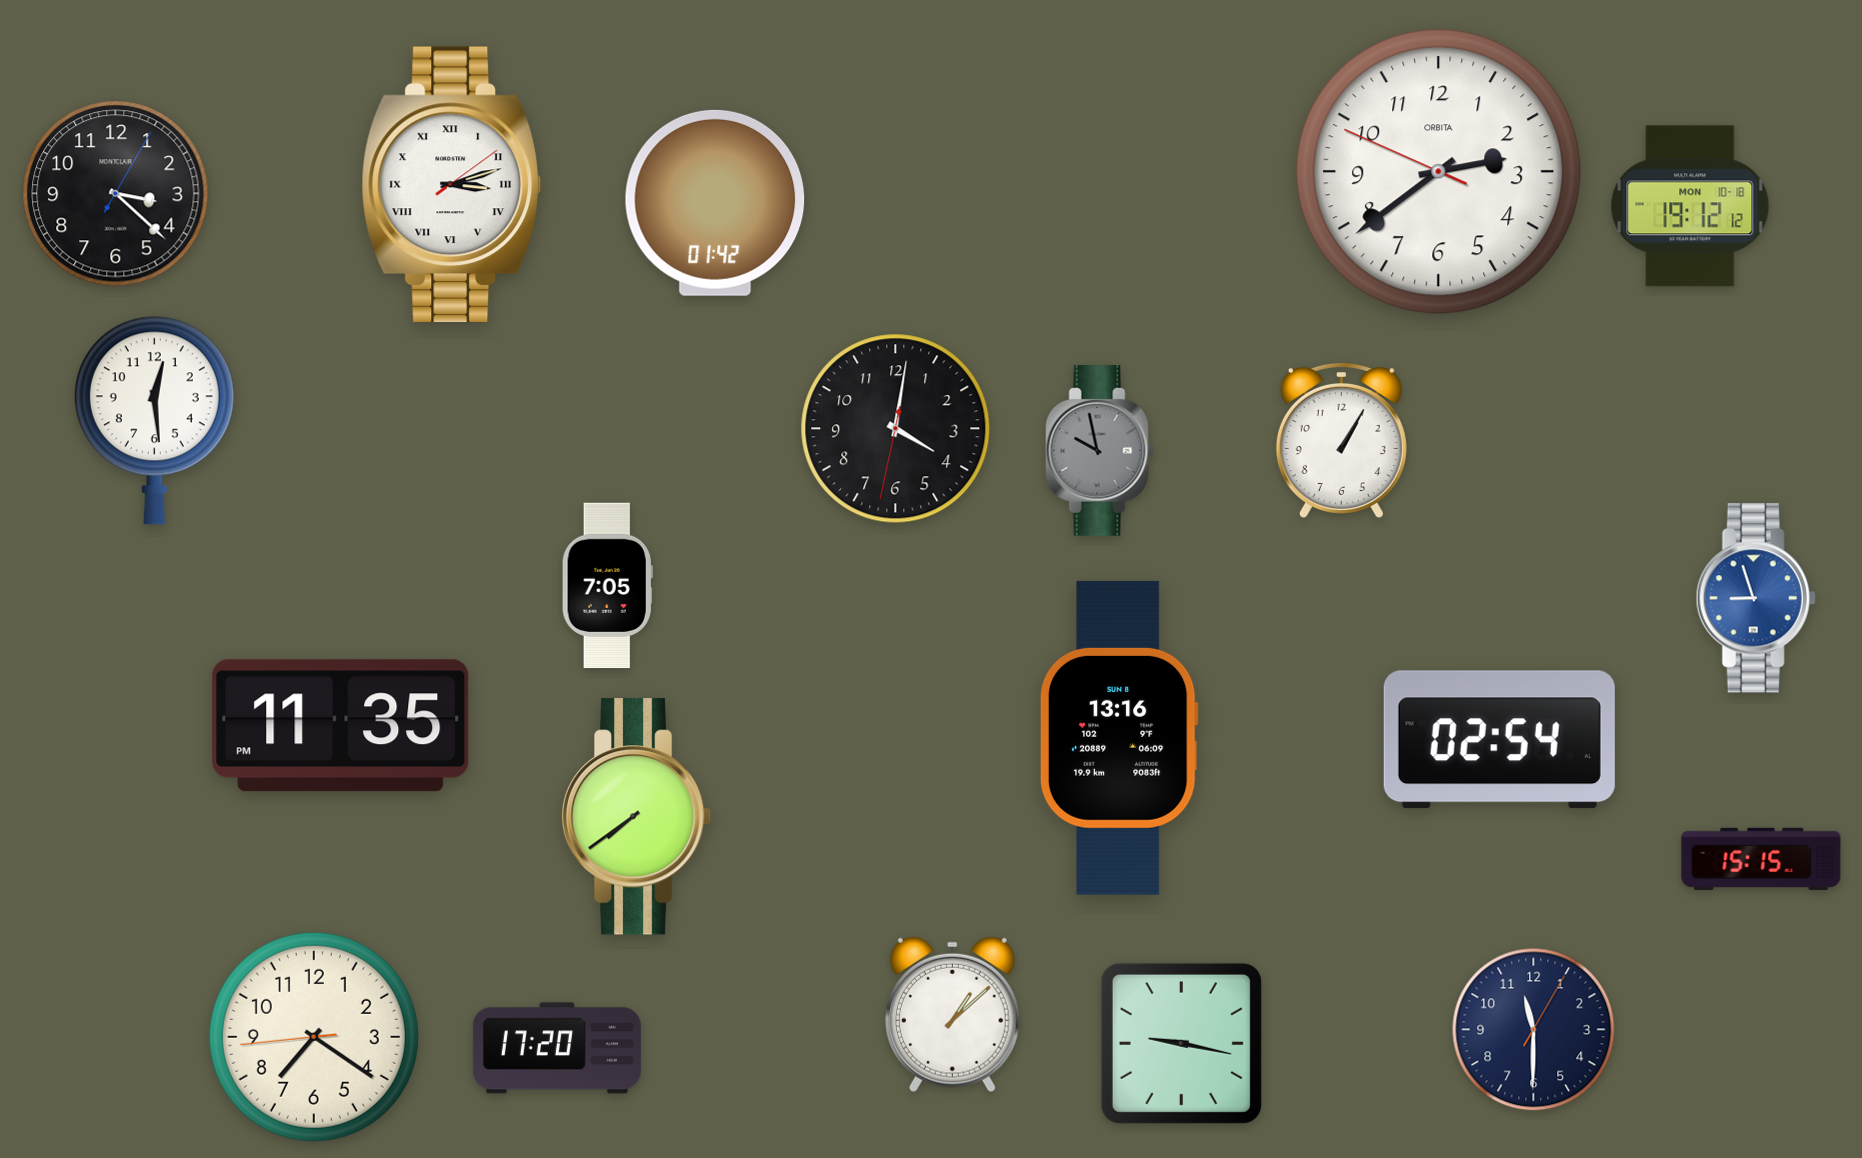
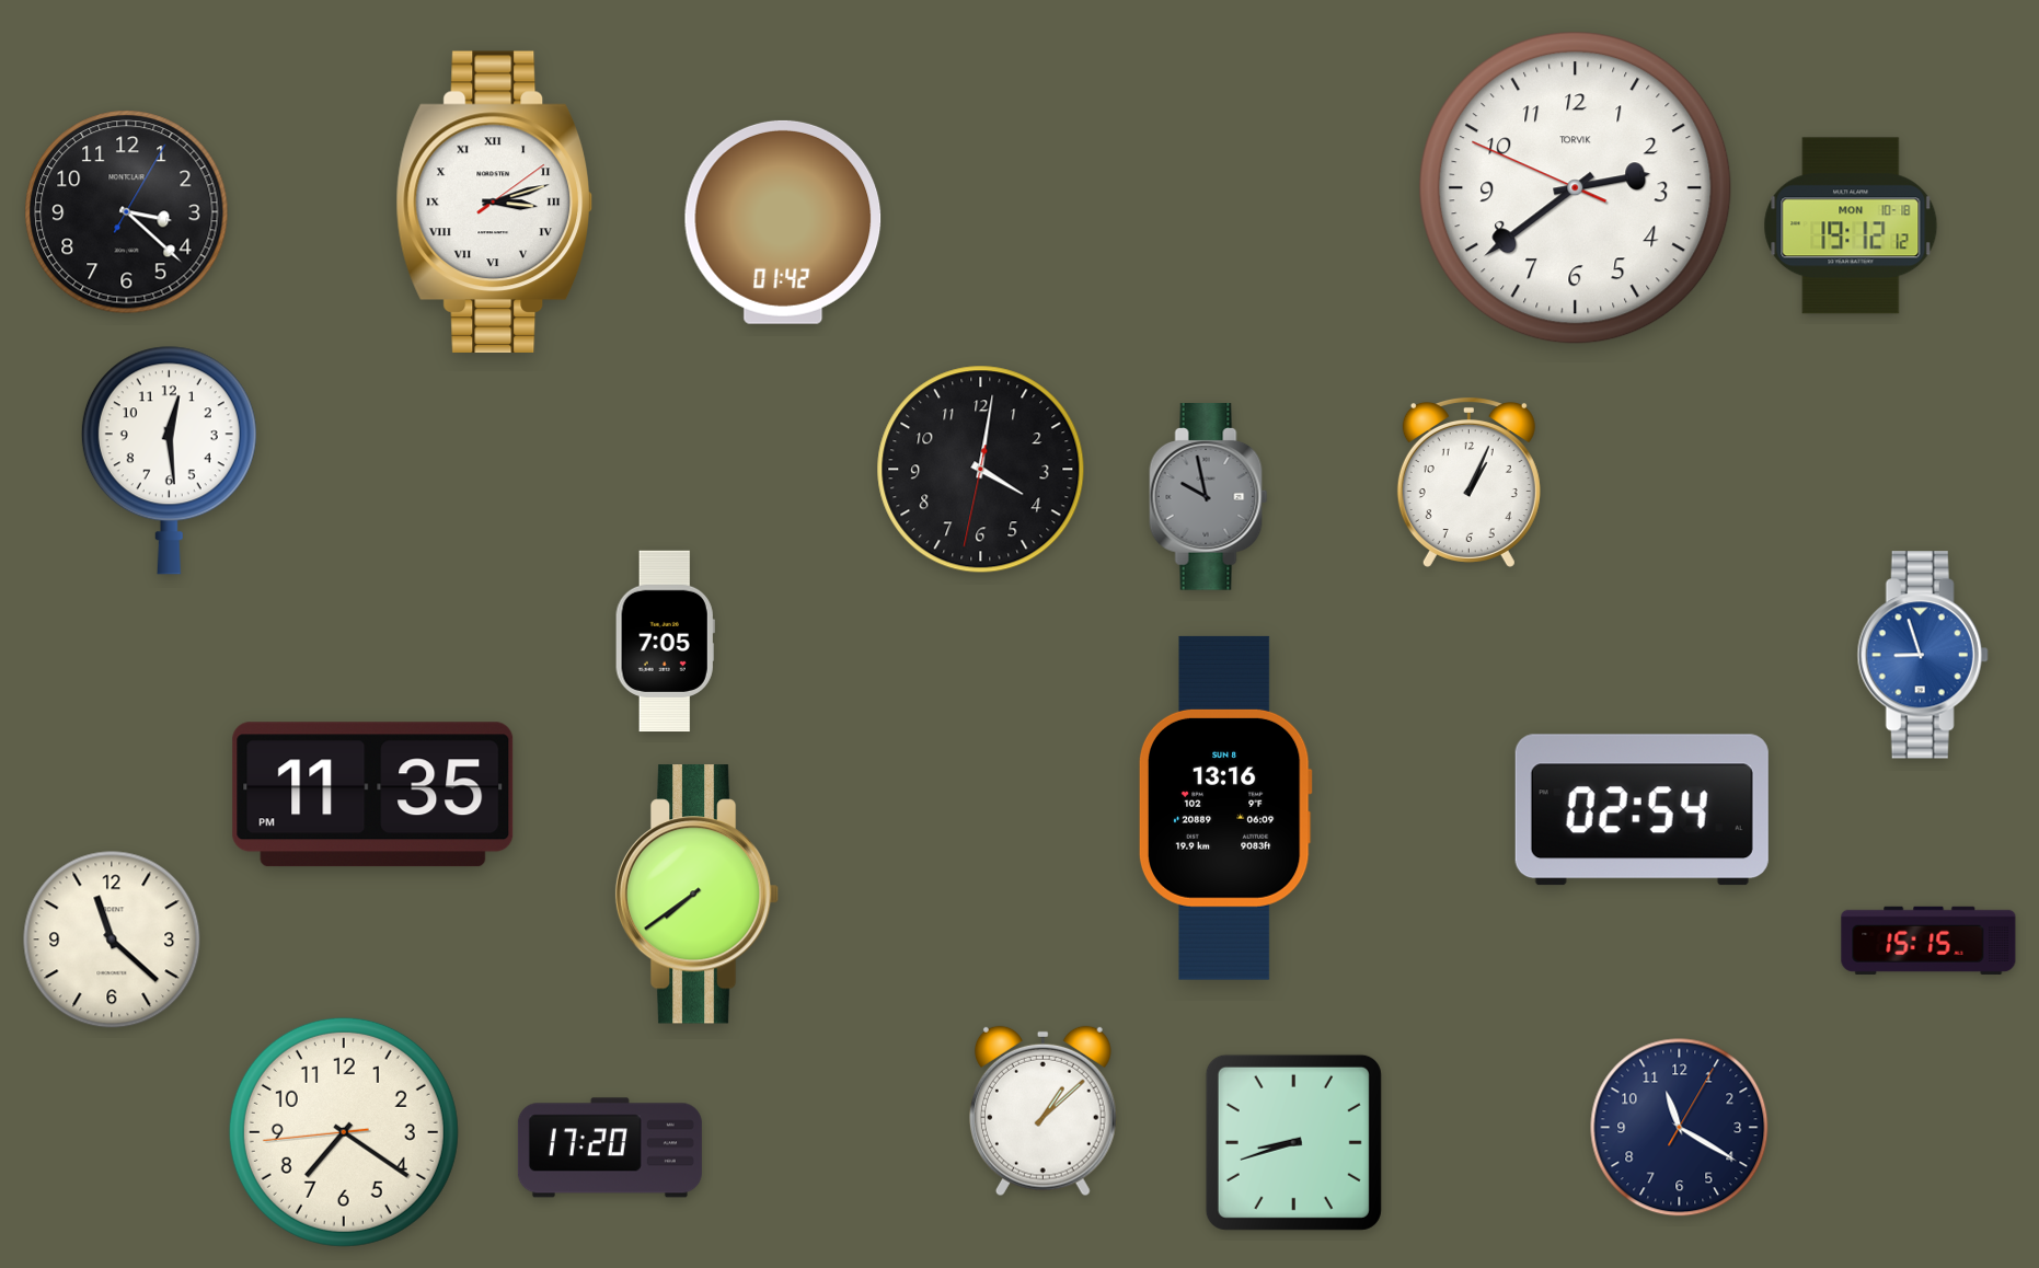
clock at (1439, 172) brand: ORBITA -> TORVIK
clock at (1341, 440): 1:05 -> 1:04
clock at (1100, 451) position: (1100, 451) -> (1209, 497)
clock at (112, 940): none -> 11:22
clock at (1534, 1030): 11:30 -> 11:20
clock at (314, 1037) position: (314, 1037) -> (344, 1132)
clock at (1181, 1043): 9:17 -> 8:42
